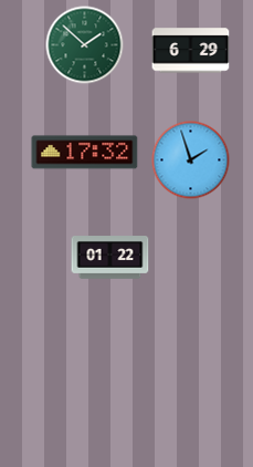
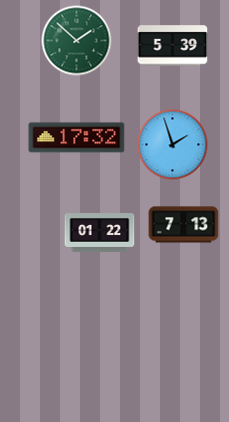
clock at (191, 51): 6:29 -> 5:39
clock at (184, 225): none -> 7:13
